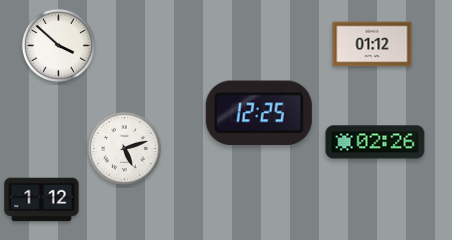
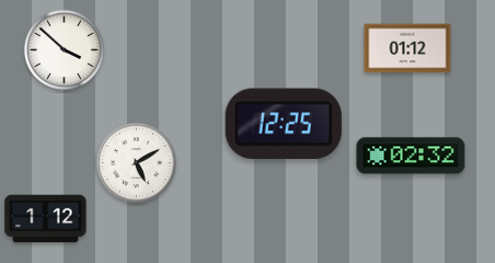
clock at (375, 142): 02:26 -> 02:32
clock at (124, 148): 5:12 -> 5:10
